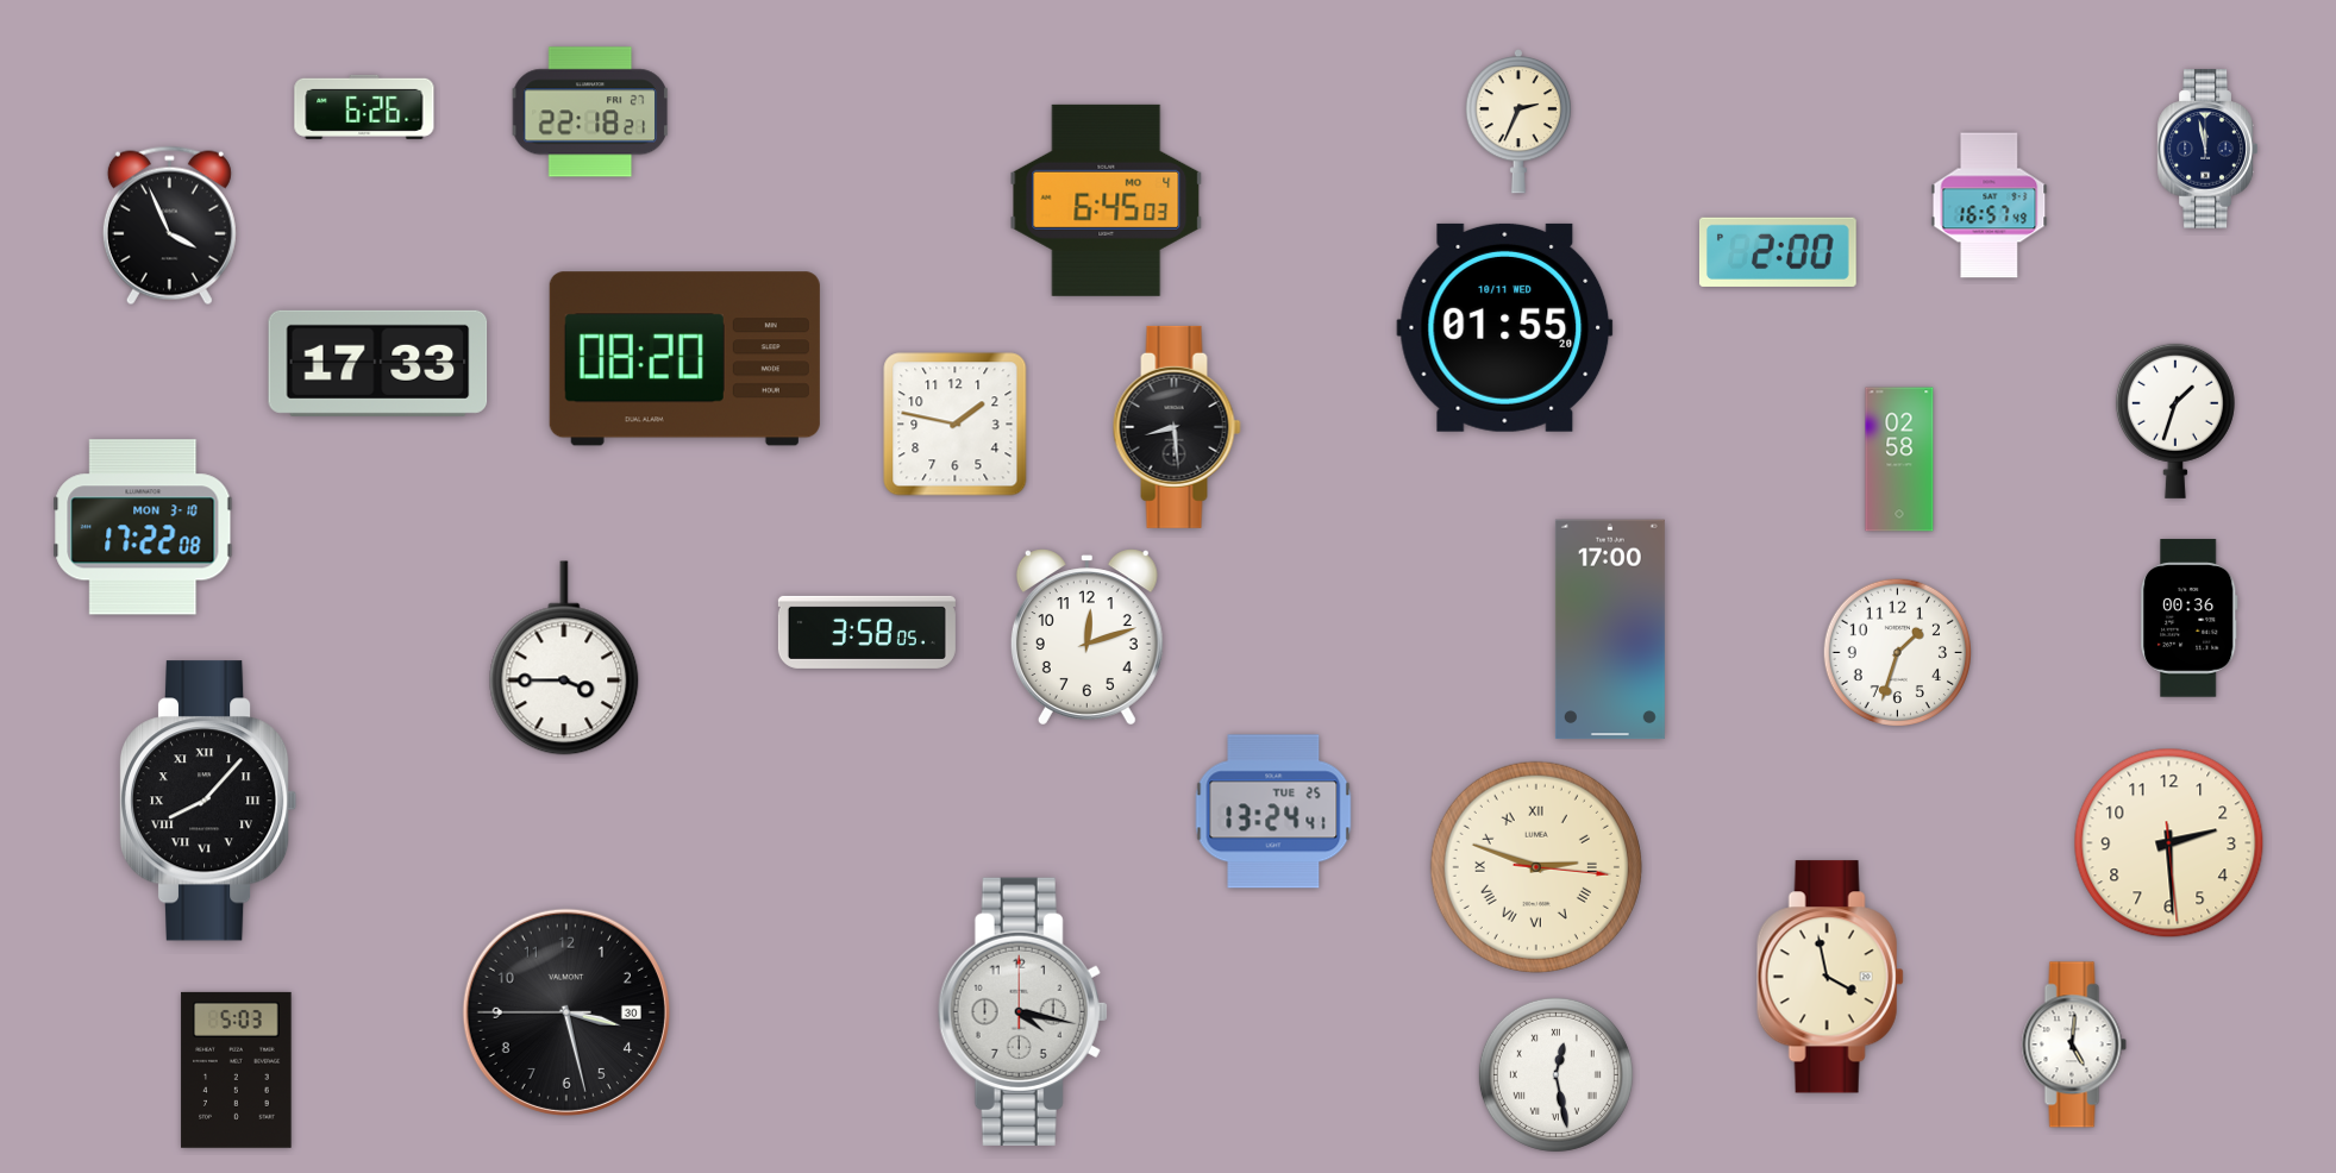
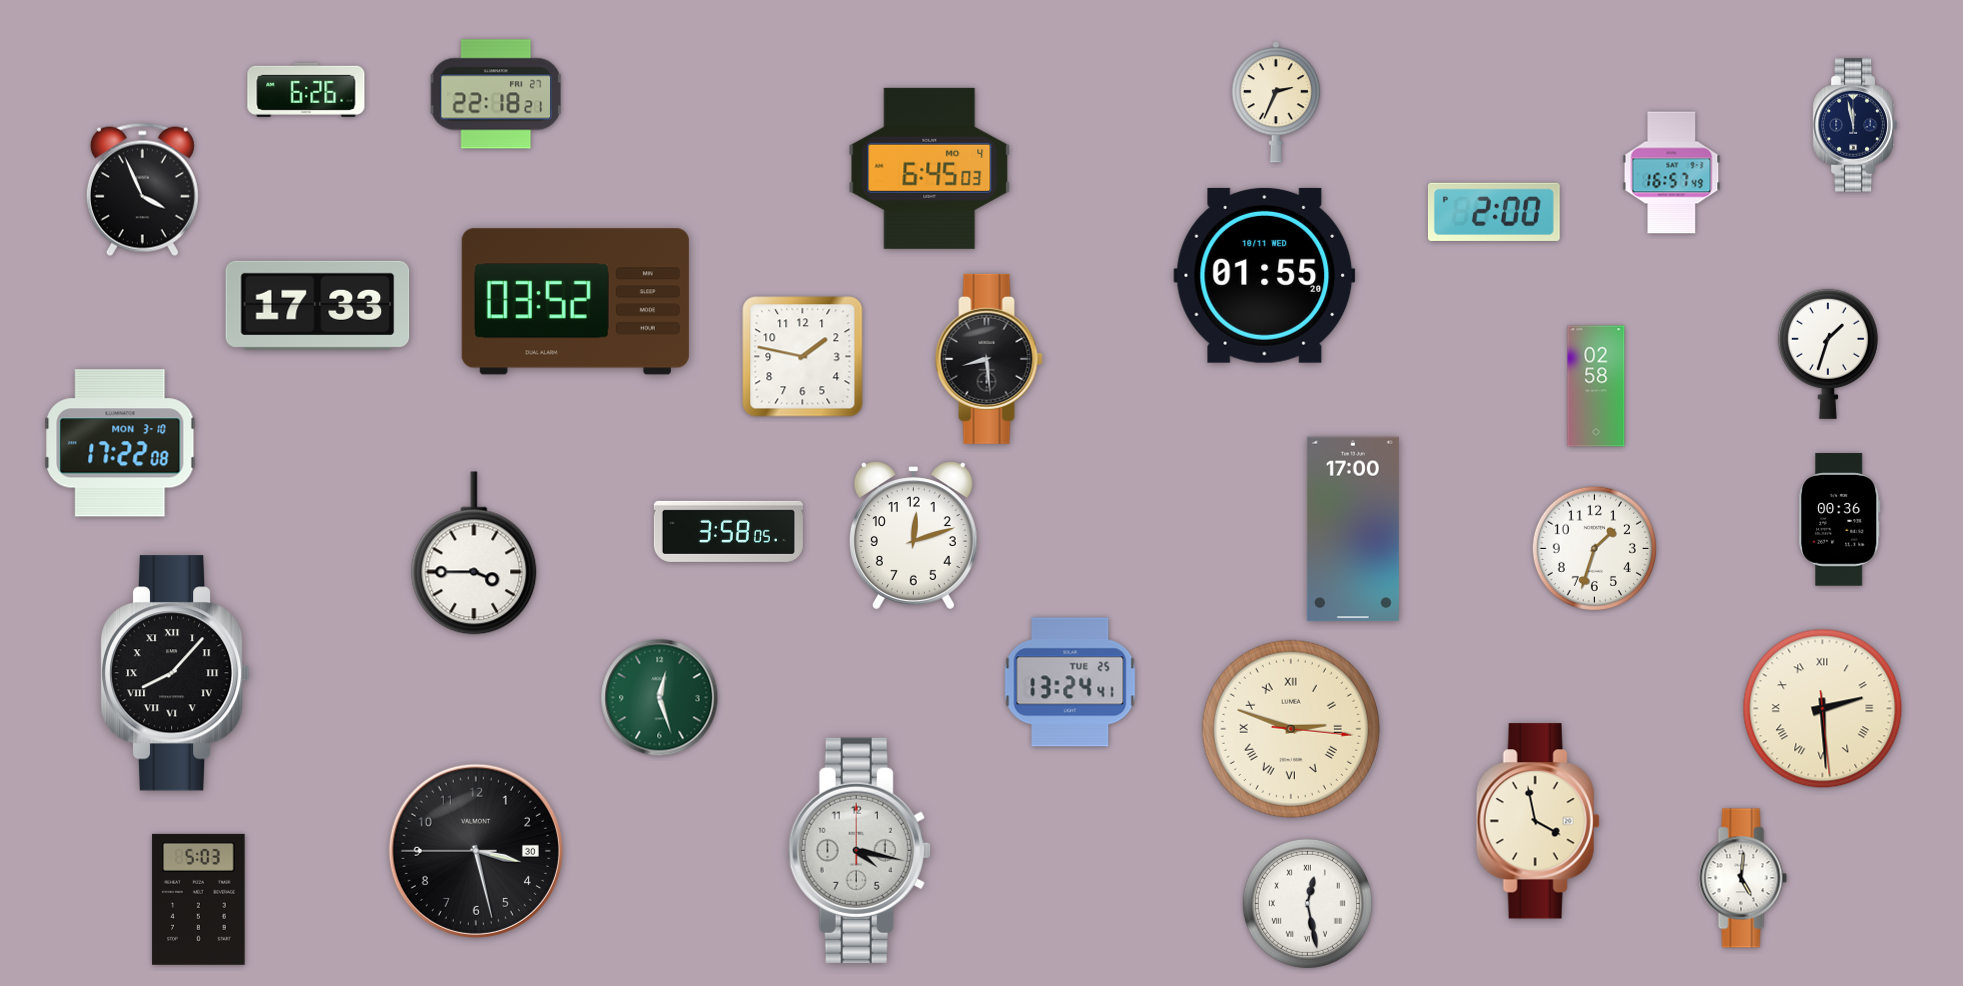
clock at (684, 359): 08:20 -> 03:52
clock at (660, 698): none -> 12:27
clock at (2169, 843) numerals: Arabic -> Roman
